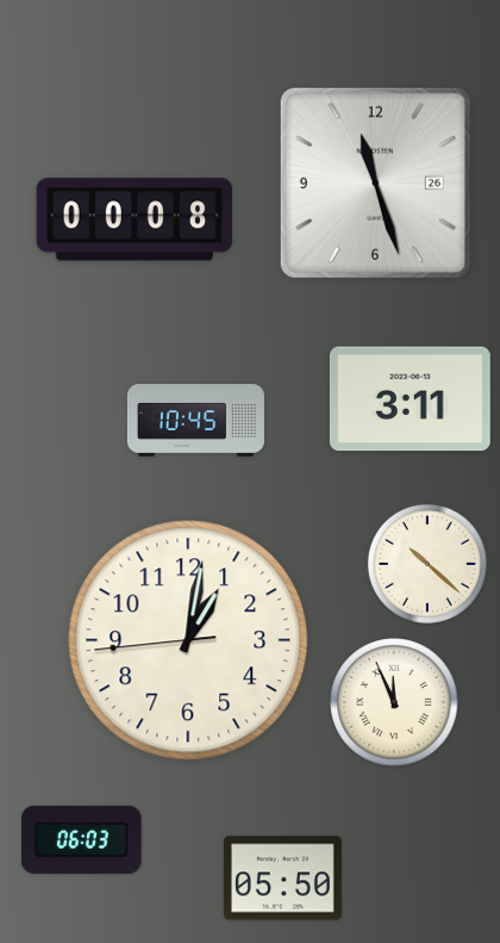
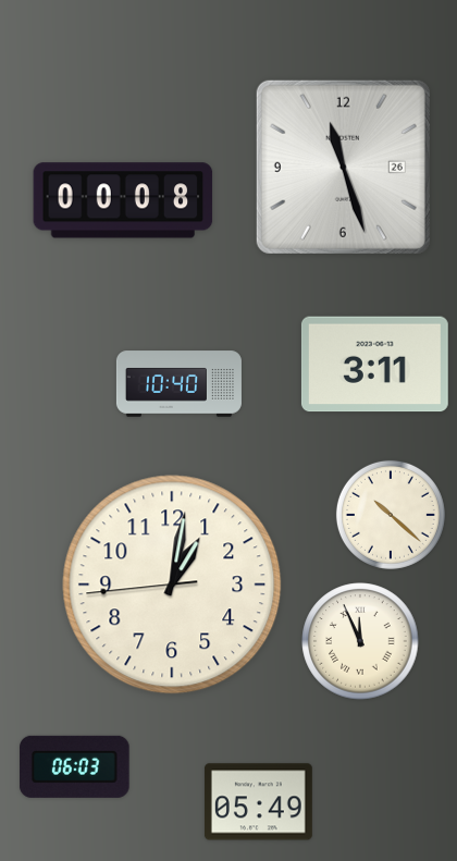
clock at (195, 421): 10:45 -> 10:40
clock at (282, 879): 05:50 -> 05:49
